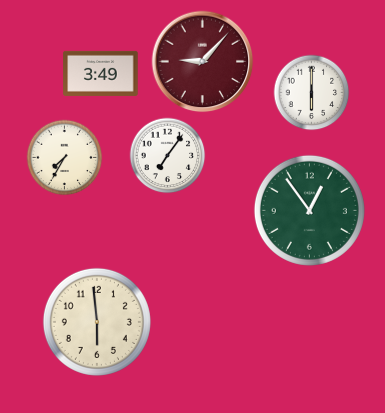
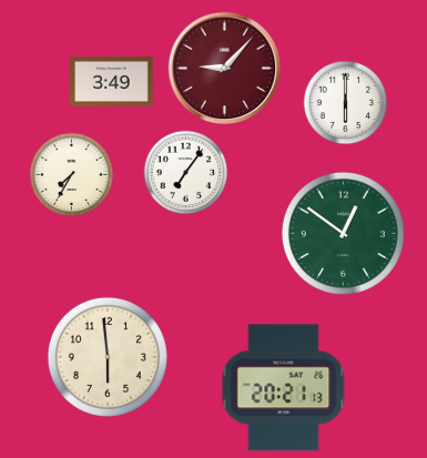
clock at (309, 210): 12:54 -> 12:51
clock at (284, 388): none -> 20:21
